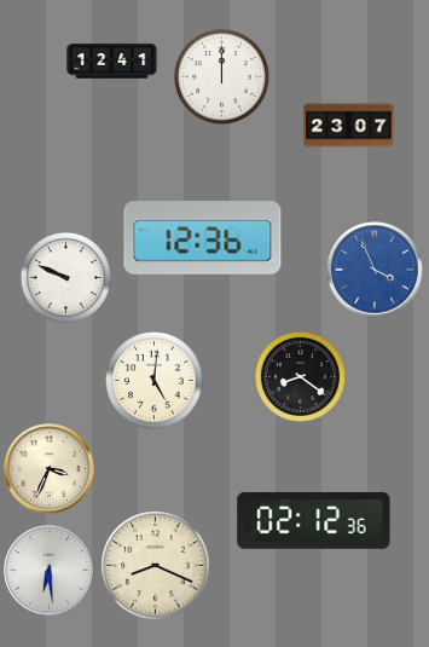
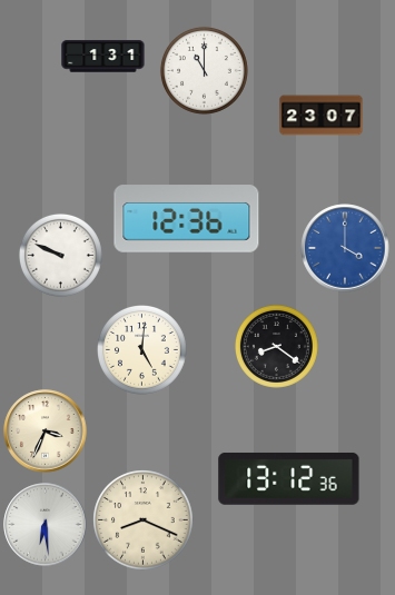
clock at (112, 62): 12:41 -> 1:31
clock at (221, 76): 12:00 -> 11:00
clock at (375, 270): 3:56 -> 4:00
clock at (314, 520): 02:12 -> 13:12
